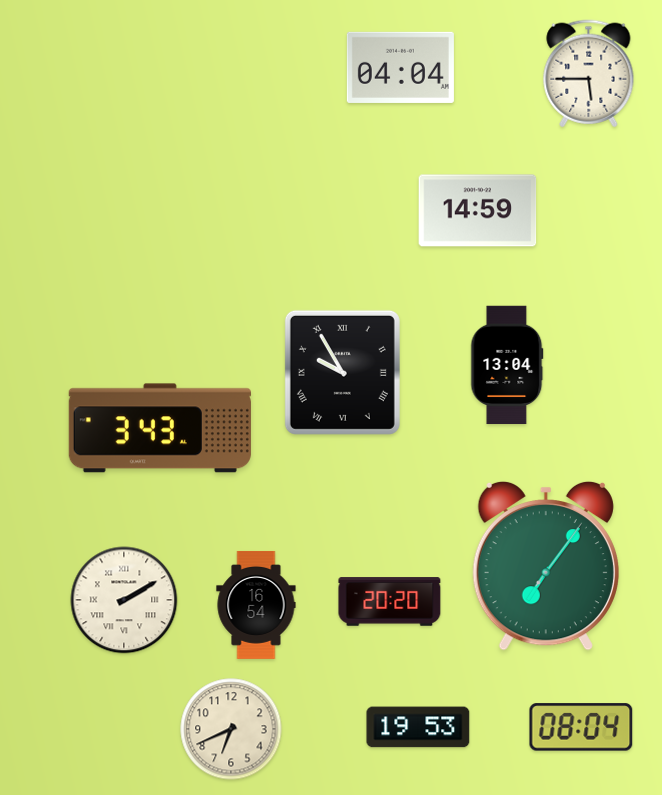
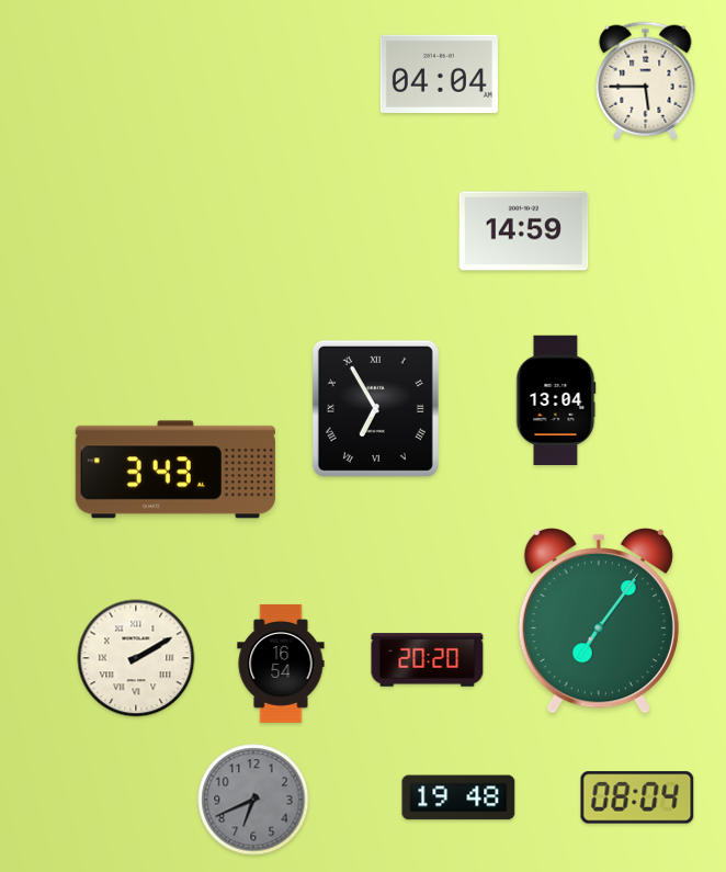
clock at (342, 372): 9:55 -> 6:55
clock at (418, 727): 19:53 -> 19:48
clock at (231, 729) dial: cream -> grey
